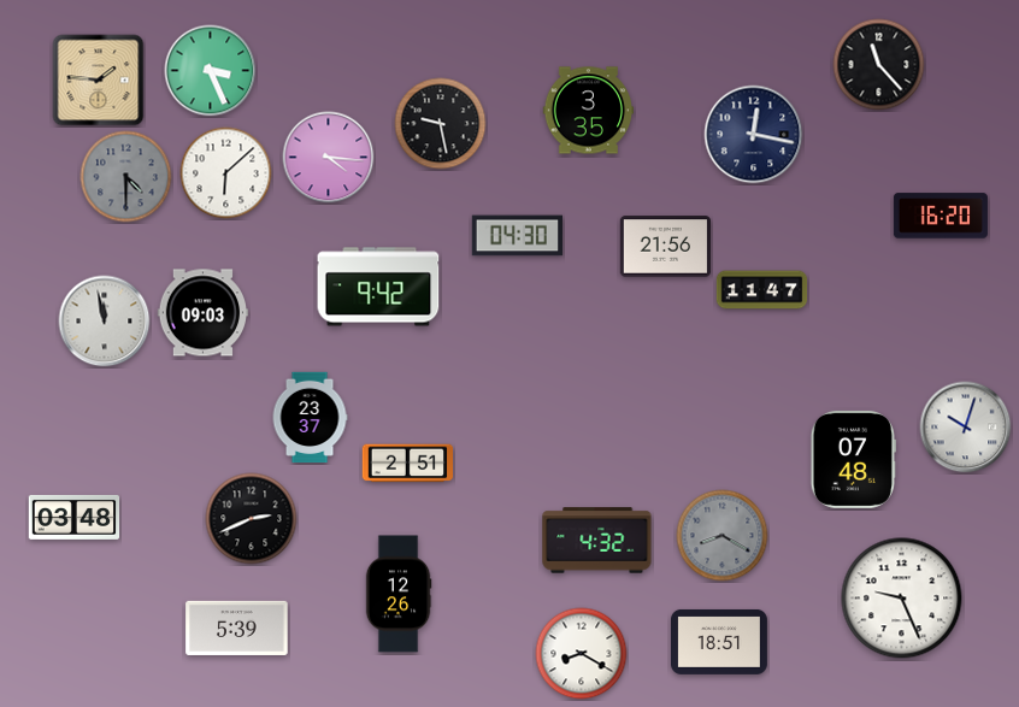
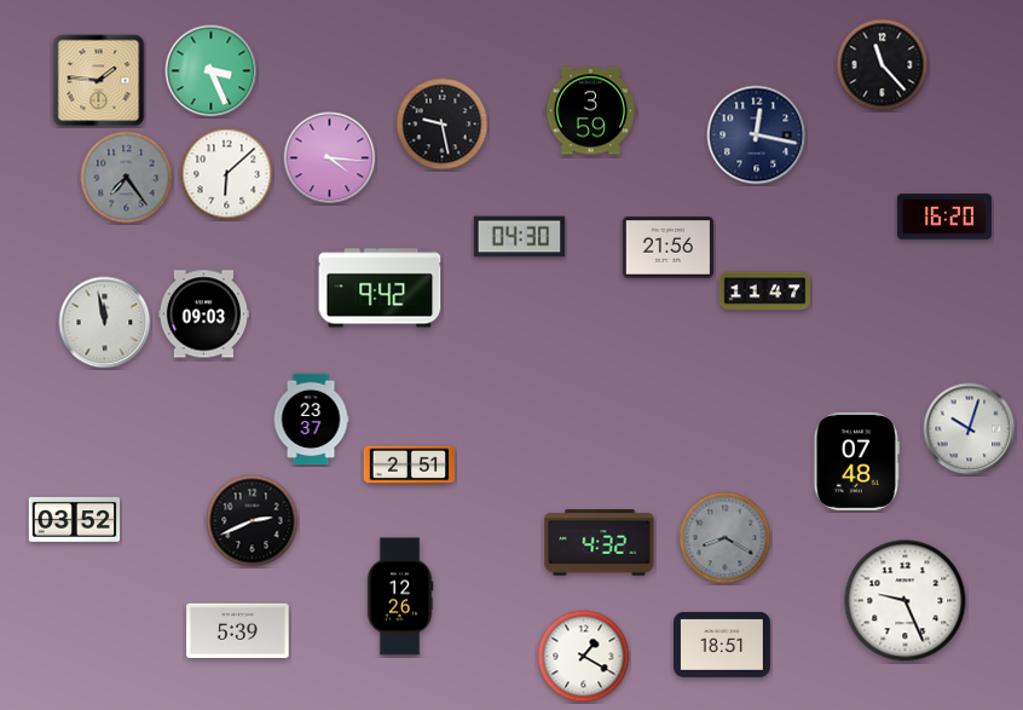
clock at (588, 111): 3:35 -> 3:59
clock at (126, 177): 4:30 -> 7:24
clock at (75, 517): 03:48 -> 03:52
clock at (582, 654): 8:20 -> 1:20
